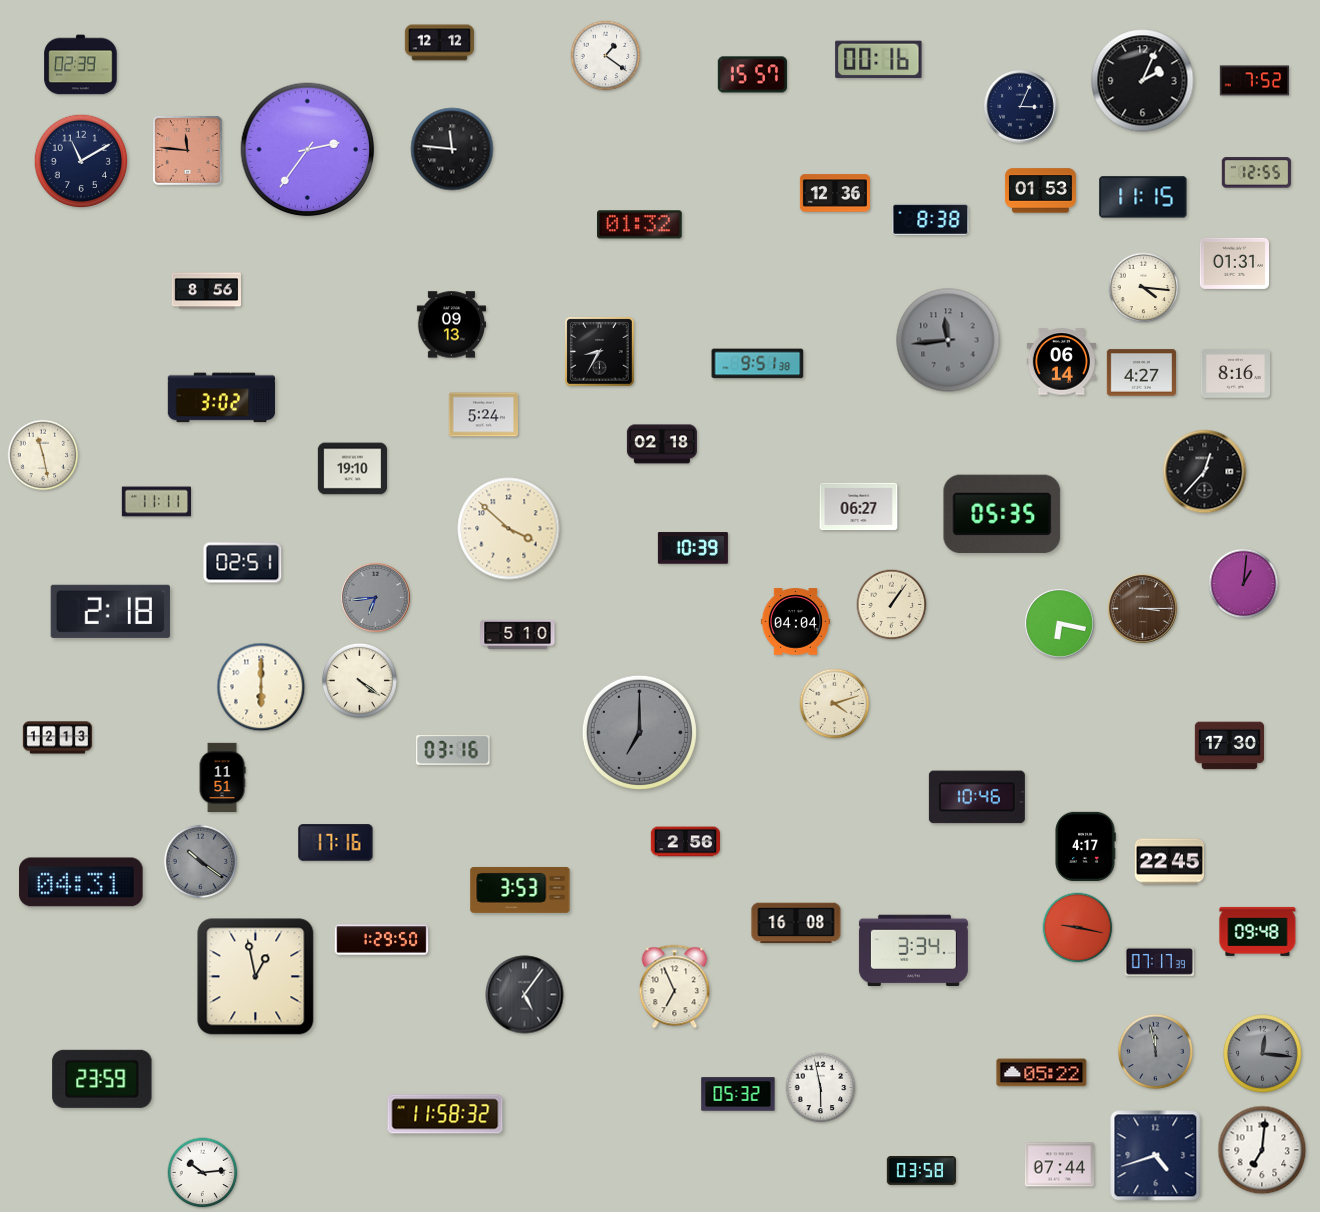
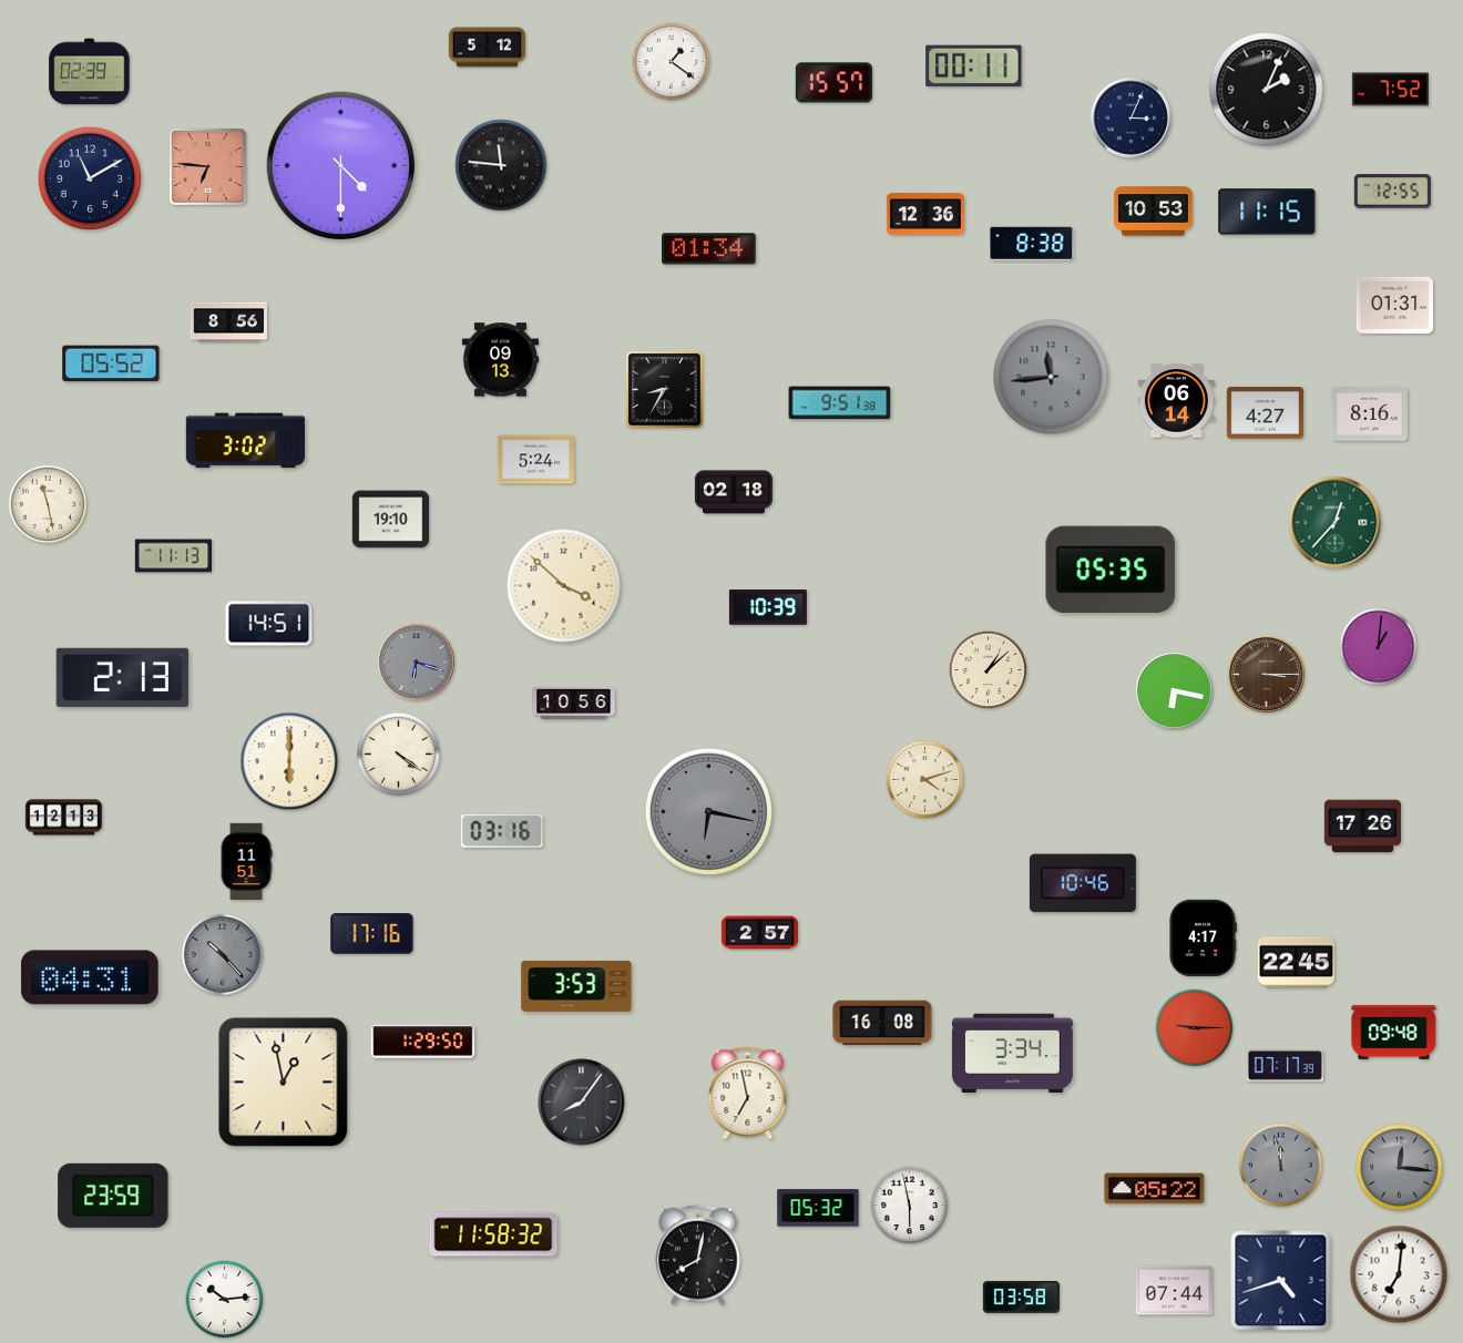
clock at (439, 43): 12:12 -> 5:12
clock at (879, 60): 00:16 -> 00:11
clock at (308, 150): 2:36 -> 4:30
clock at (188, 151): 11:46 -> 6:46
clock at (1040, 191): 01:53 -> 10:53
clock at (1143, 197) position: (1143, 197) -> (1267, 212)
clock at (640, 225): 01:32 -> 01:34
clock at (1234, 263) position: (1234, 263) -> (1394, 305)
clock at (1144, 288): 4:16 -> none
clock at (111, 363): none -> 05:52
clock at (1205, 472) dial: black -> green
clock at (156, 502): 11:11 -> 11:13
clock at (859, 507): 06:27 -> none
clock at (243, 563): 02:51 -> 14:51
clock at (375, 597): 6:44 -> 6:18
clock at (892, 605): 1:06 -> 1:08
clock at (110, 611): 2:18 -> 2:13
clock at (795, 622): 04:04 -> none
clock at (518, 634): 5:10 -> 10:56
clock at (639, 732): 7:00 -> 6:17
clock at (1229, 746): 17:30 -> 17:26
clock at (686, 842): 2:56 -> 2:57
clock at (200, 861): 10:21 -> 10:23
clock at (1169, 862) position: (1169, 862) -> (1296, 963)
clock at (1078, 928): 9:17 -> 9:15
clock at (675, 987): 6:56 -> 6:58
clock at (525, 995): 5:06 -> 8:06
clock at (738, 1094) position: (738, 1094) -> (818, 1208)
clock at (698, 1254): none -> 8:02
